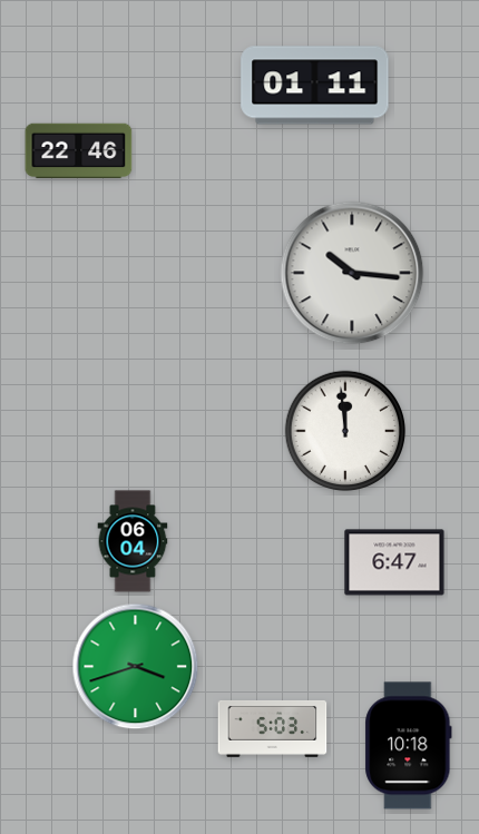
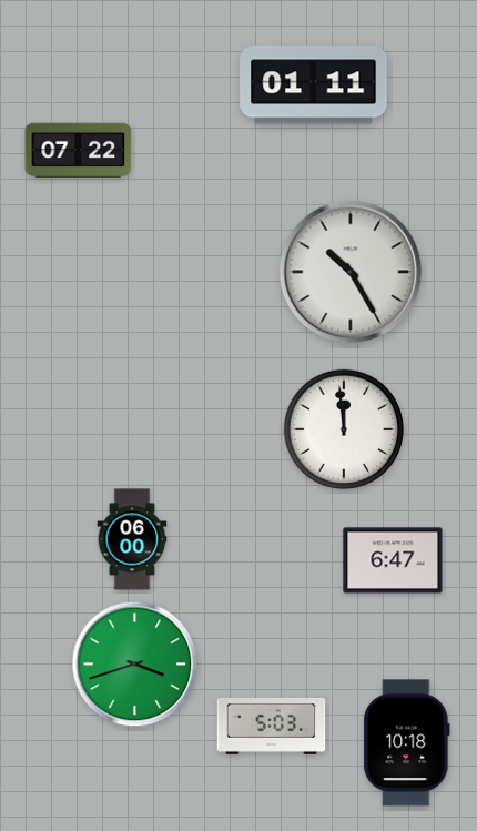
clock at (79, 151): 22:46 -> 07:22
clock at (352, 273): 10:16 -> 10:25
clock at (133, 541): 06:04 -> 06:00
